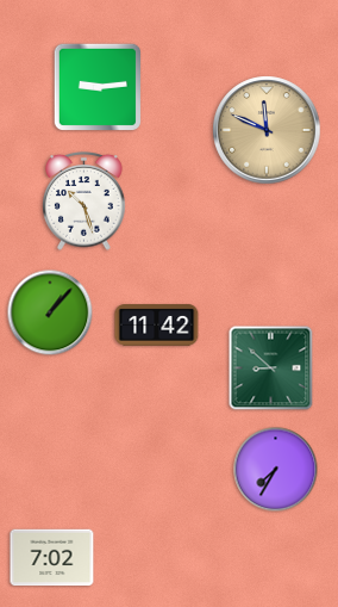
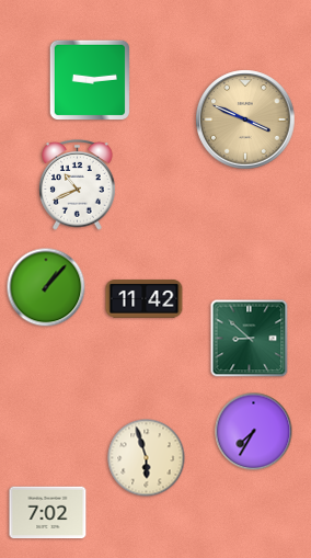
clock at (267, 130): 11:49 -> 3:49
clock at (84, 202): 10:27 -> 10:41
clock at (147, 458): none -> 5:57
